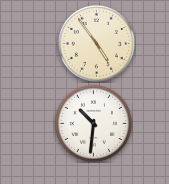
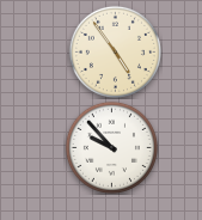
clock at (93, 123): 10:31 -> 9:53
